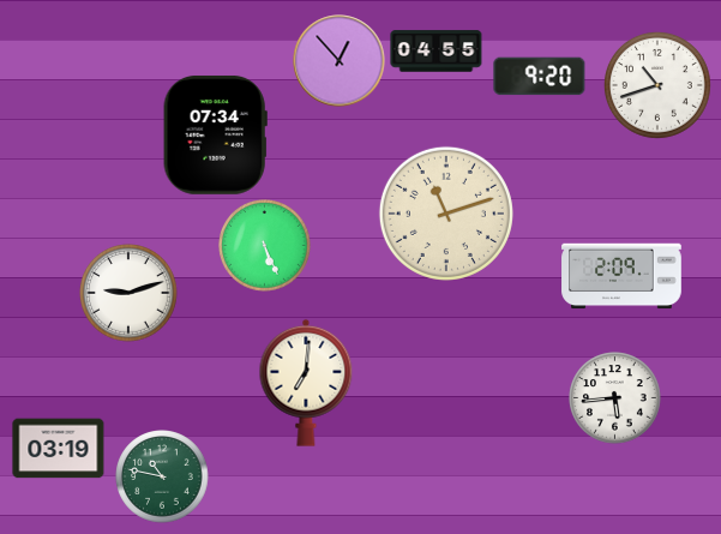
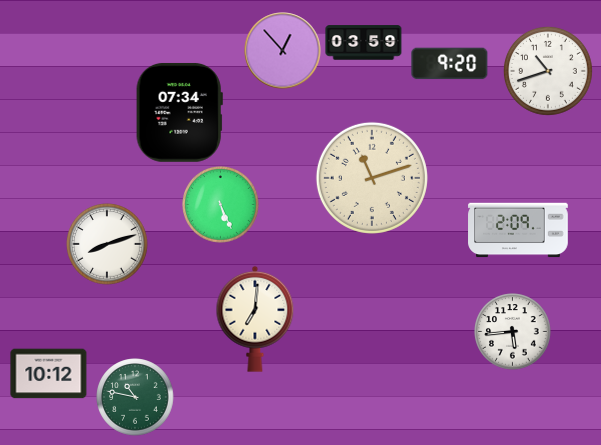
clock at (437, 52): 04:55 -> 03:59
clock at (128, 293): 9:12 -> 8:12
clock at (59, 449): 03:19 -> 10:12
